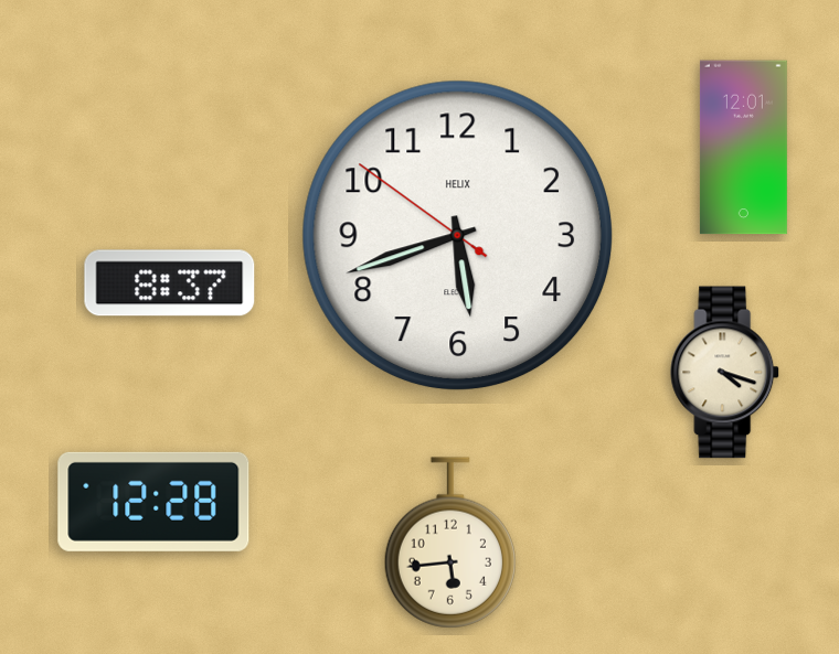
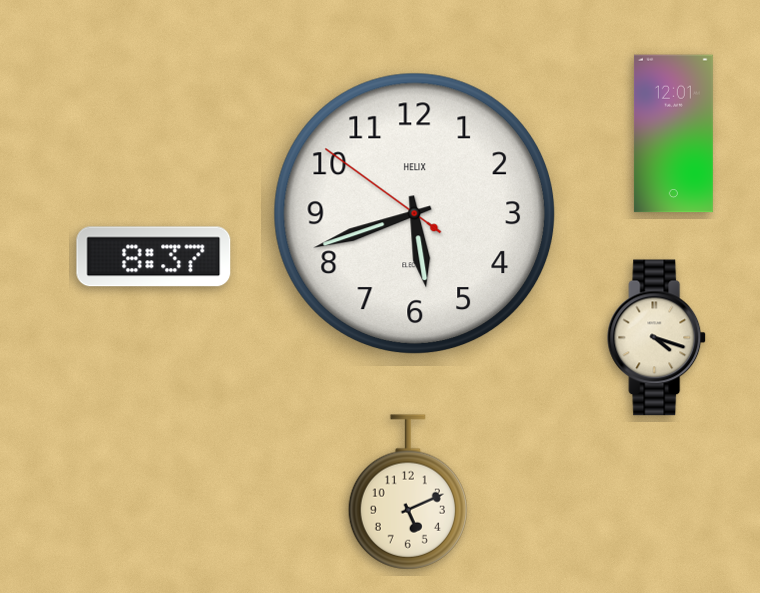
clock at (153, 502): 12:28 -> none
clock at (450, 543): 5:44 -> 5:11
